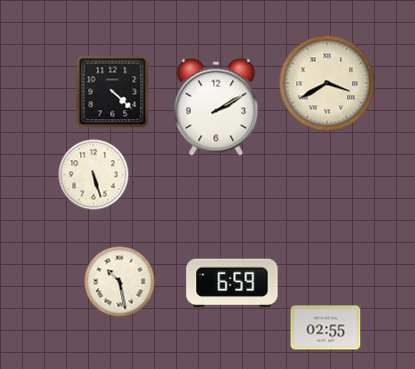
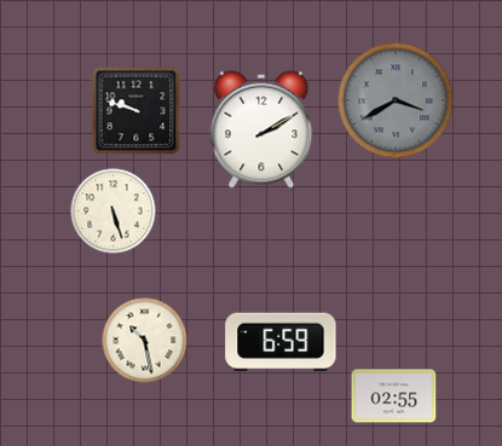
clock at (327, 83) dial: cream -> grey
clock at (113, 92): 4:22 -> 9:48
